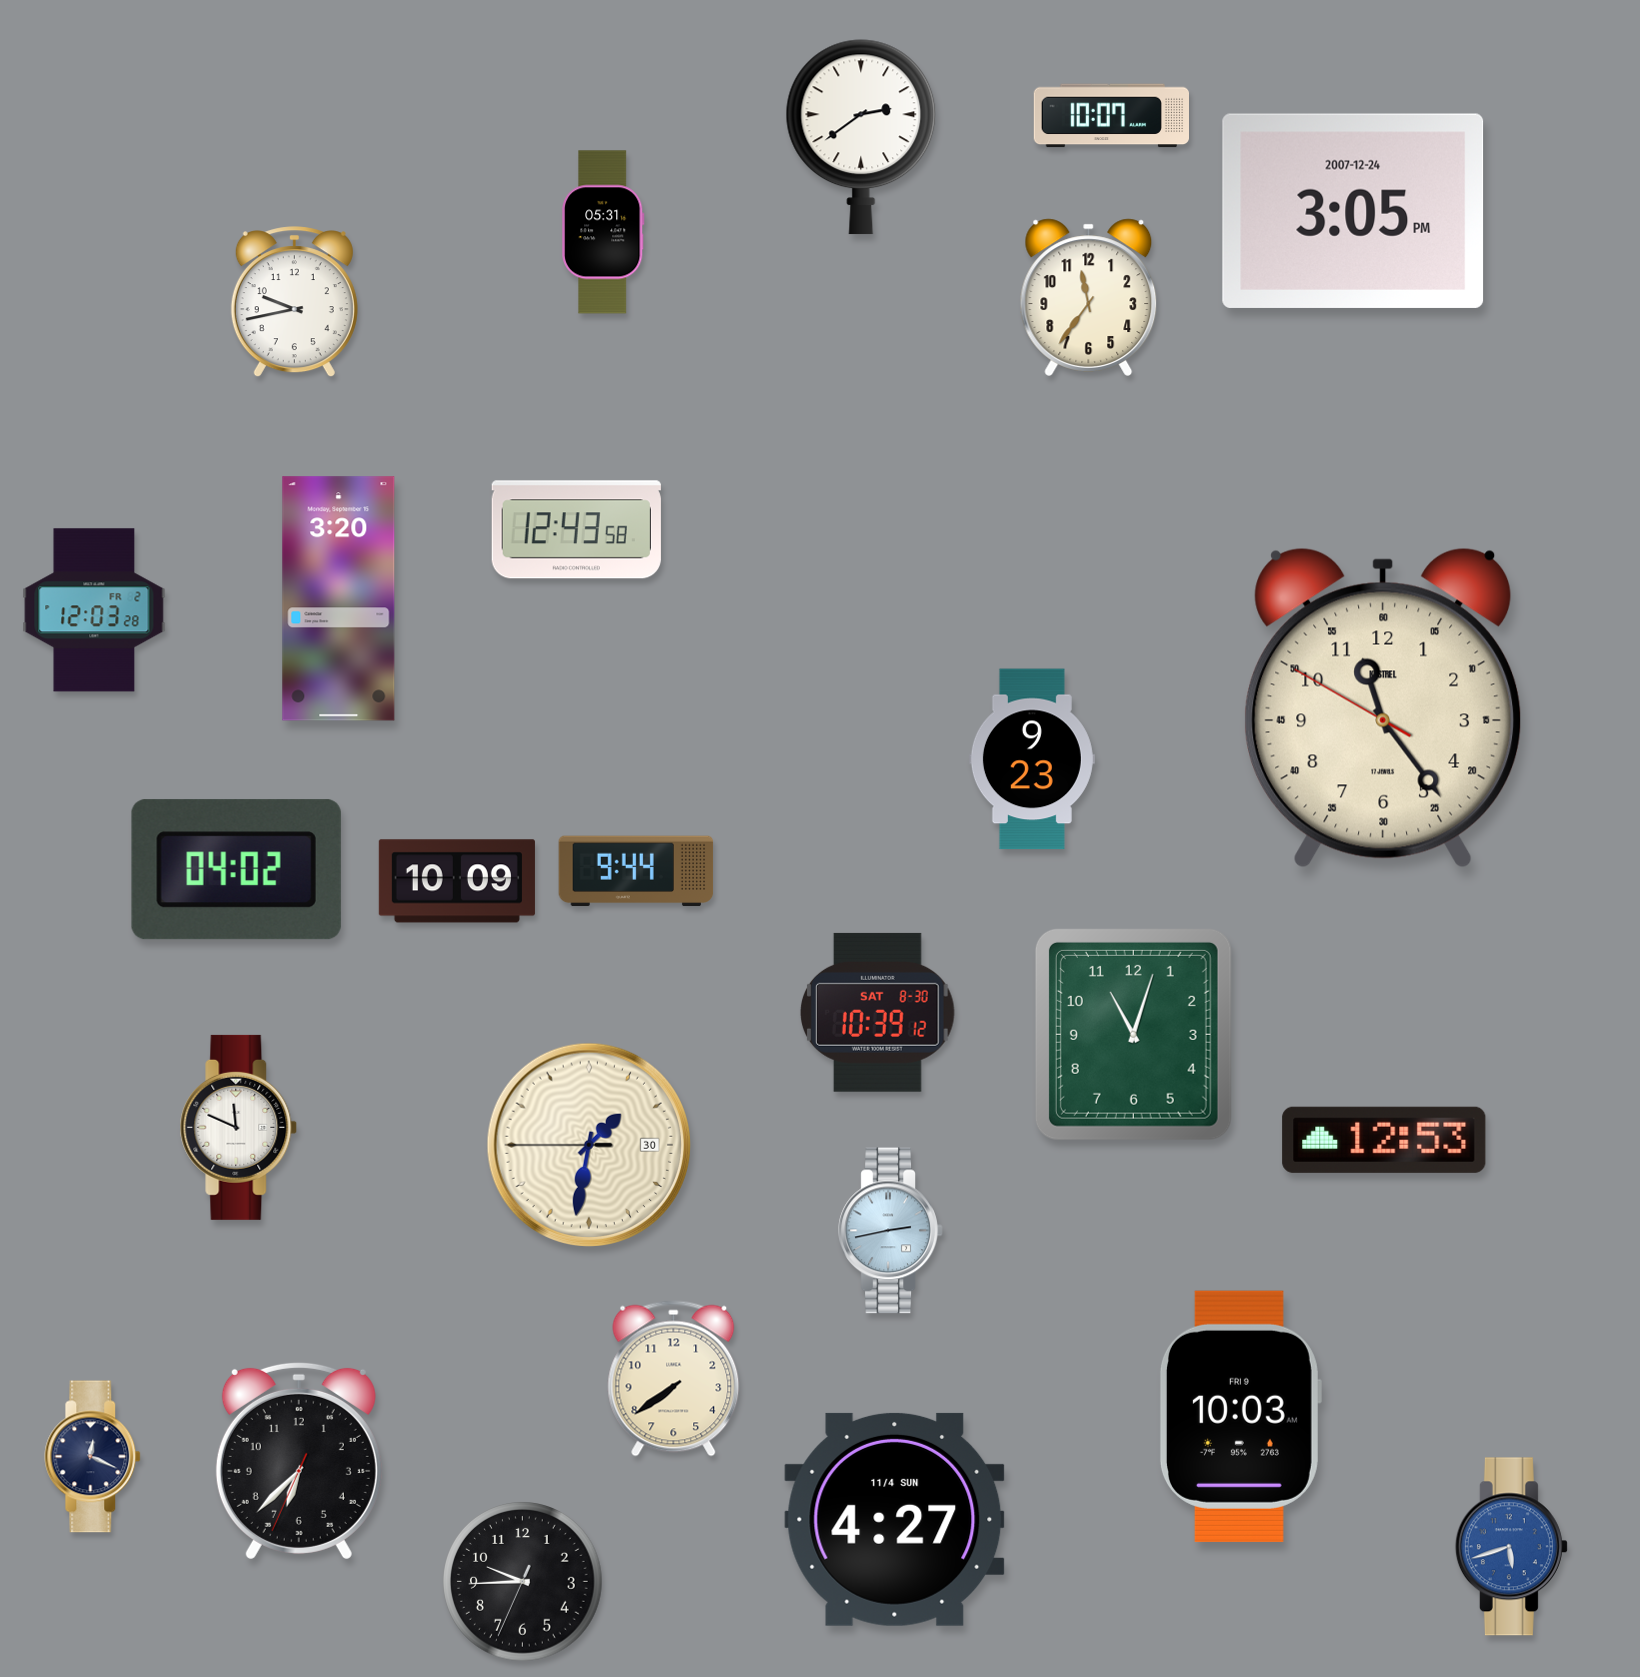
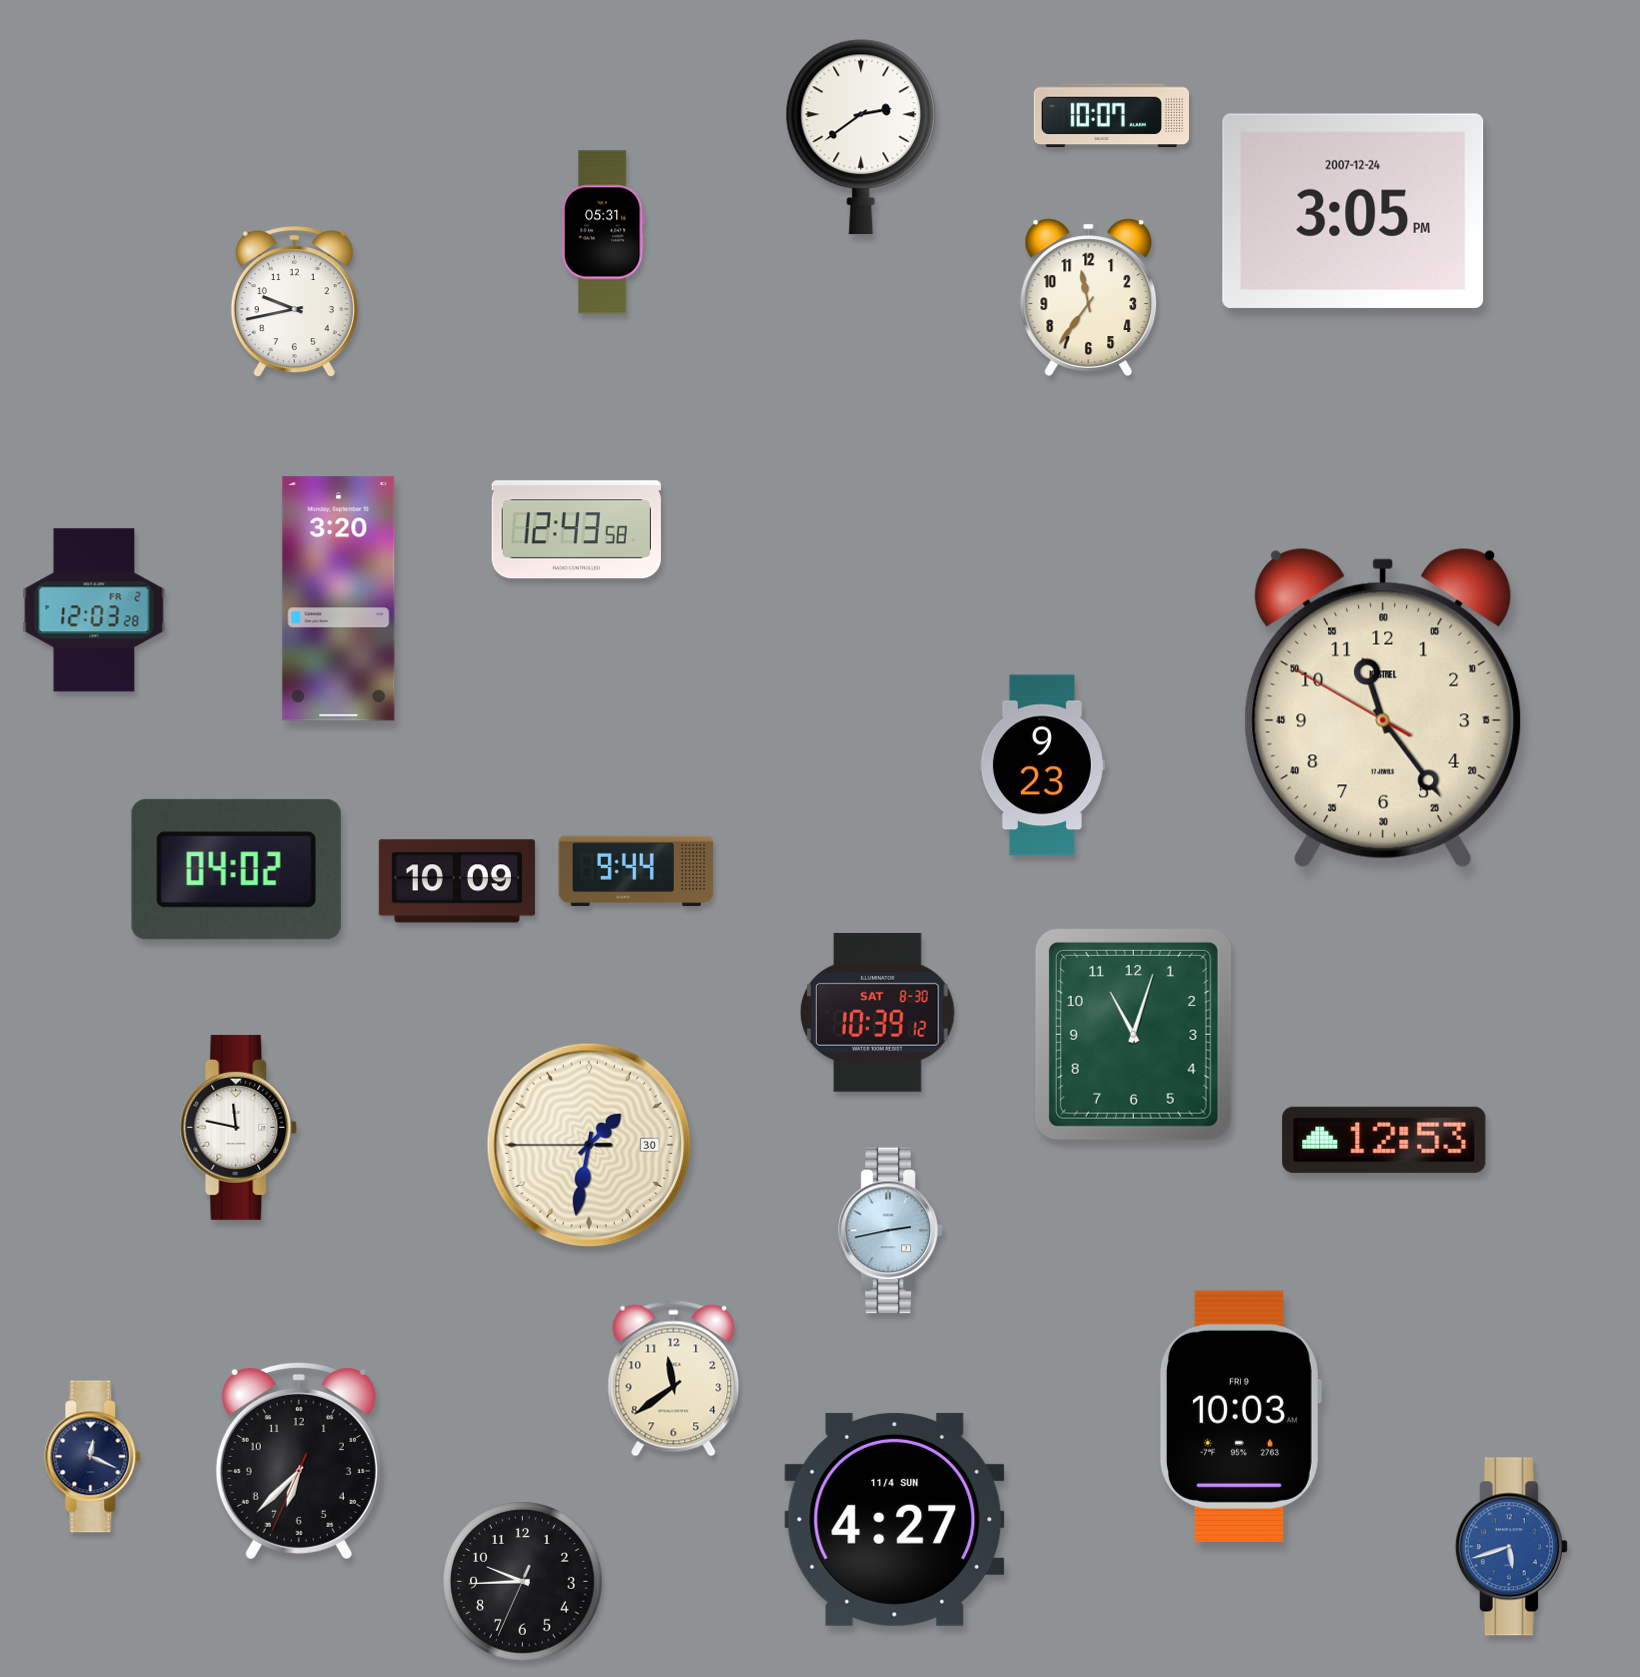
clock at (1032, 759) position: (1032, 759) -> (1042, 765)
clock at (239, 1127): 11:49 -> 11:47
clock at (674, 1379): 7:39 -> 11:39
